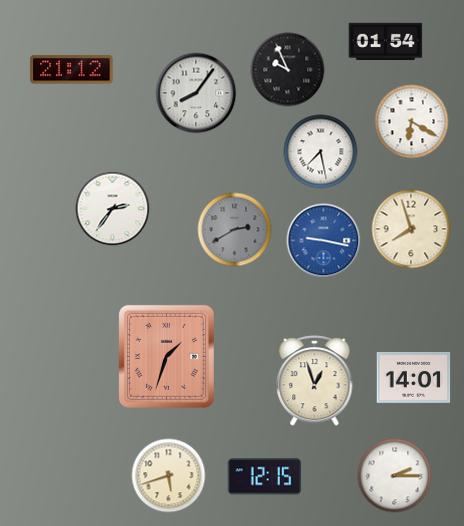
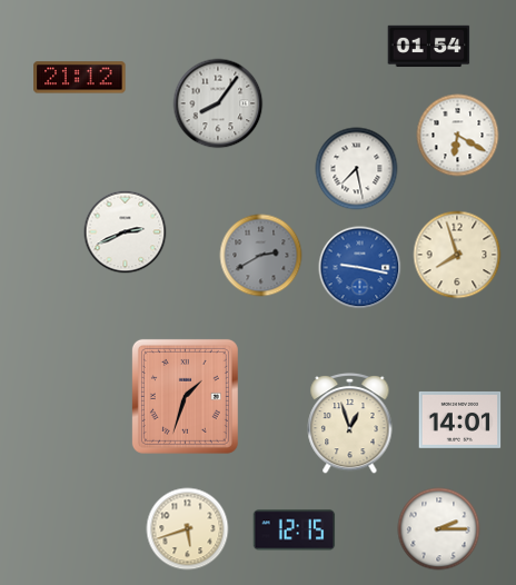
clock at (288, 70): 9:56 -> none
clock at (113, 209): 2:36 -> 2:41
